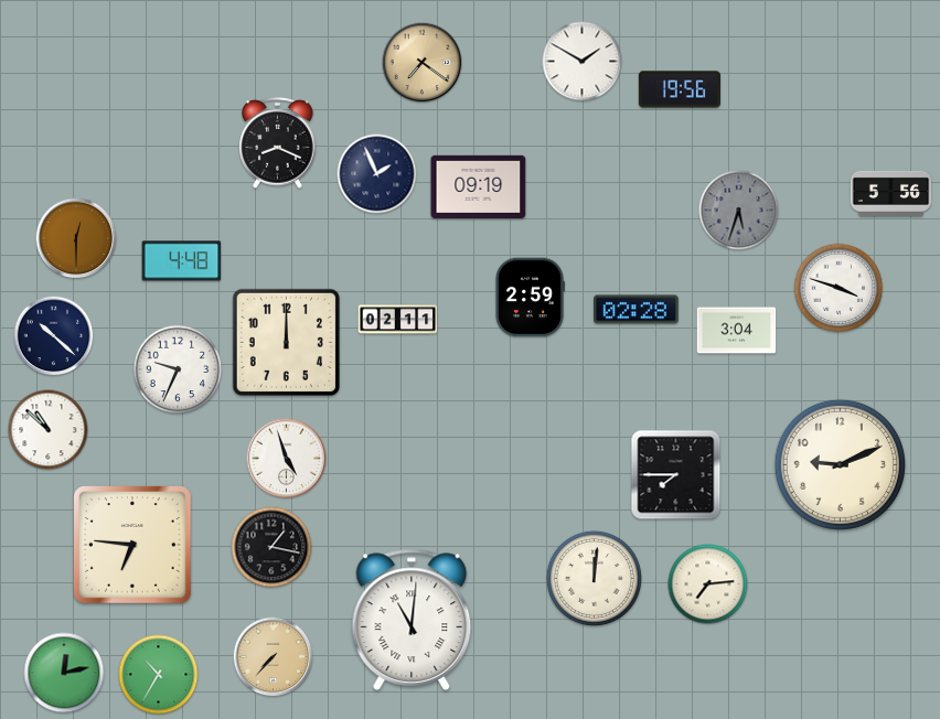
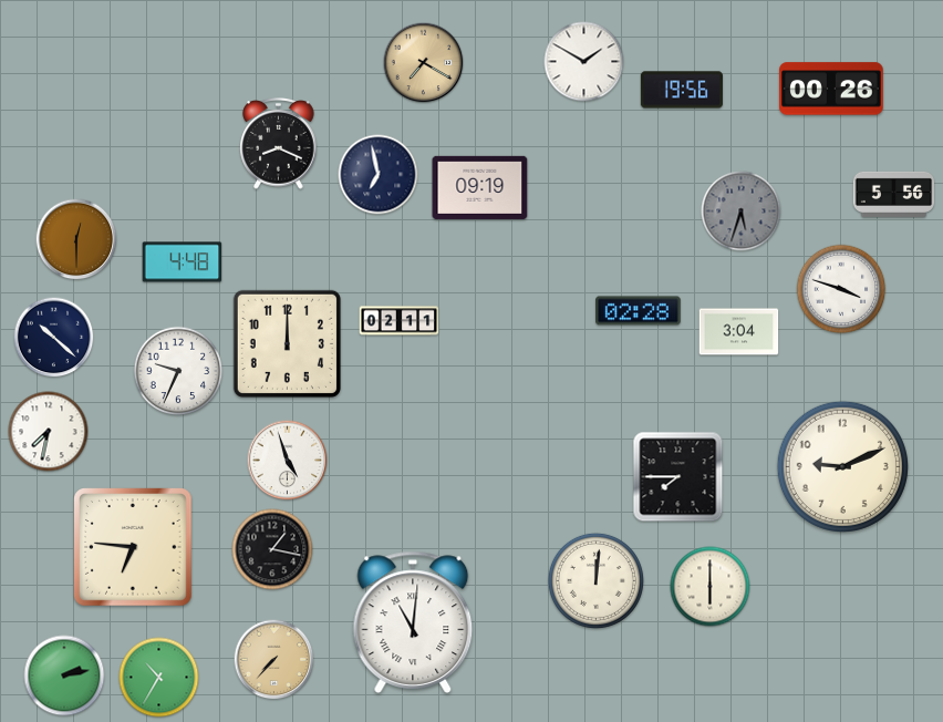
clock at (423, 63): 7:21 -> 7:20
clock at (831, 89): none -> 00:26
clock at (377, 174): 1:56 -> 6:58
clock at (530, 298): 2:59 -> none
clock at (49, 430): 10:52 -> 7:32
clock at (708, 584): 7:14 -> 6:00
clock at (64, 673): 12:13 -> 2:13
